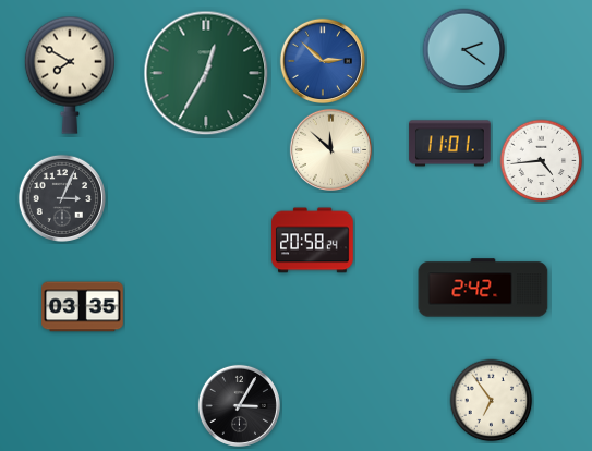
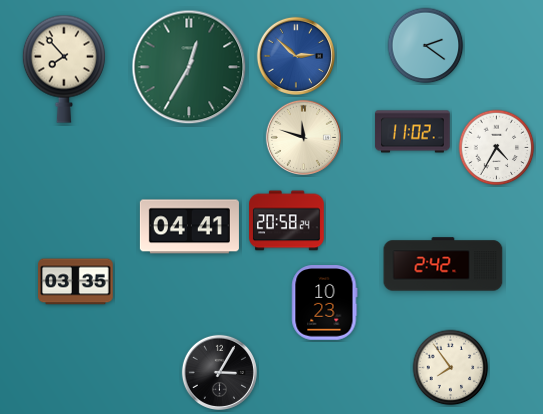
clock at (70, 75): 7:50 -> 7:53
clock at (450, 144): 11:01 -> 11:02
clock at (330, 149): 11:52 -> 11:48
clock at (542, 161): 4:44 -> 4:35
clock at (61, 197): 3:04 -> none
clock at (189, 227): none -> 04:41
clock at (325, 303): none -> 10:23
clock at (492, 401): 6:54 -> 7:54
